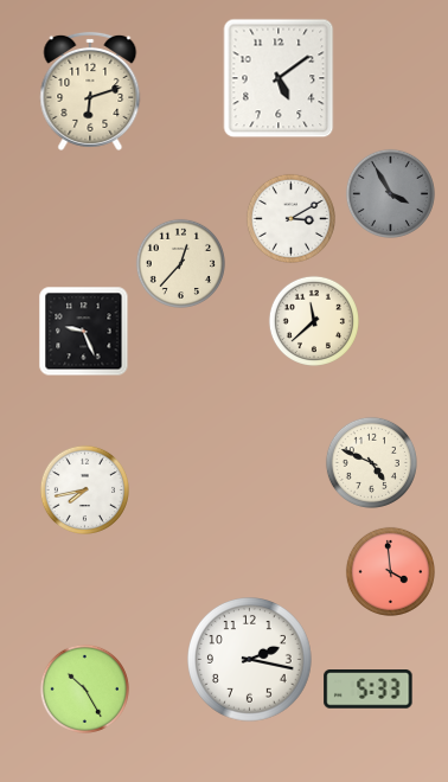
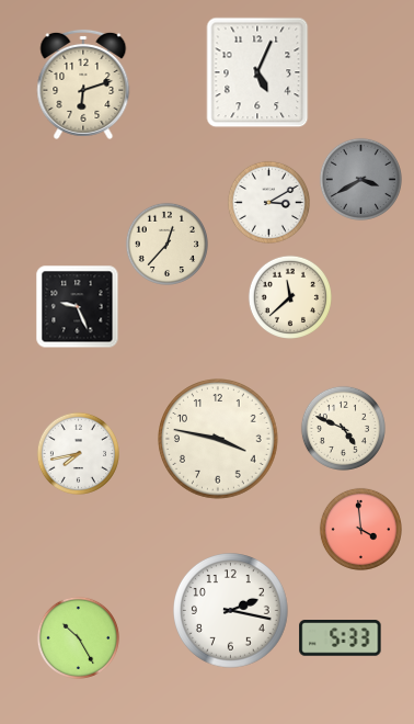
clock at (279, 78): 5:09 -> 5:04
clock at (390, 193): 3:55 -> 3:40
clock at (218, 439): none -> 3:47
